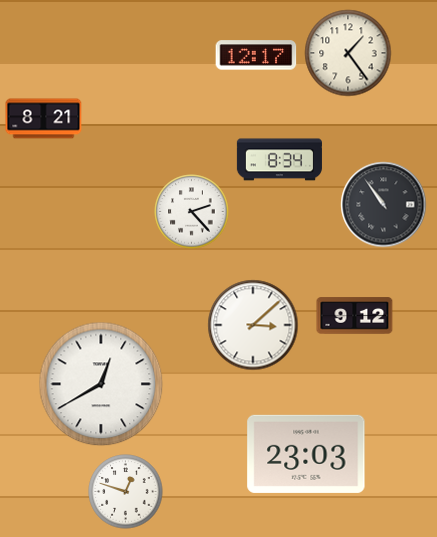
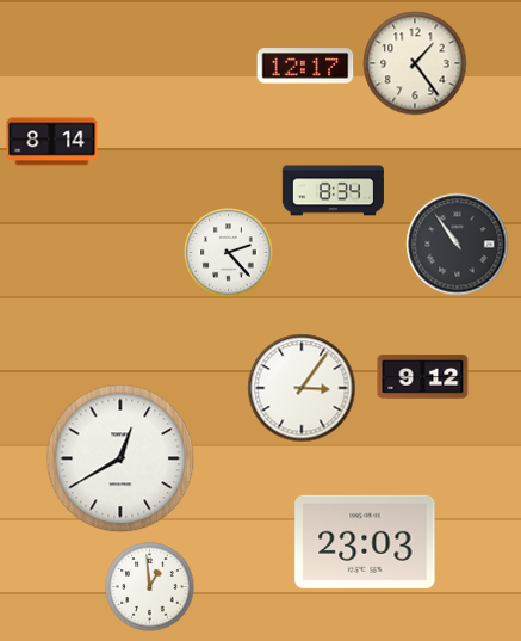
clock at (44, 119): 8:21 -> 8:14
clock at (253, 325): 3:08 -> 3:06
clock at (126, 492): 12:48 -> 12:59
